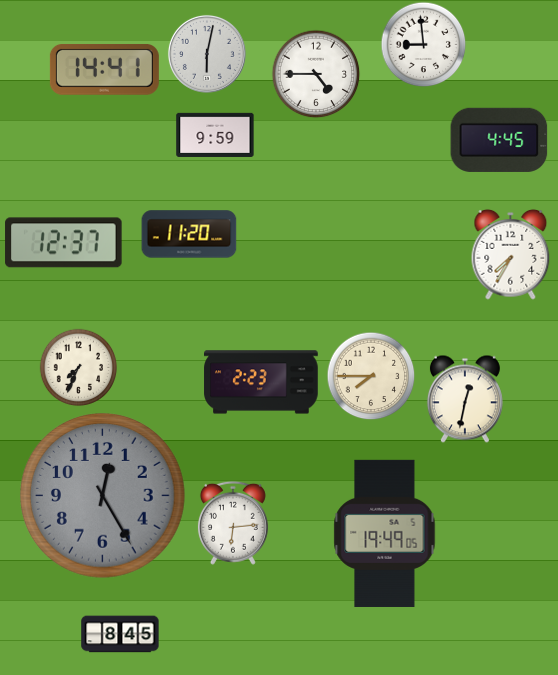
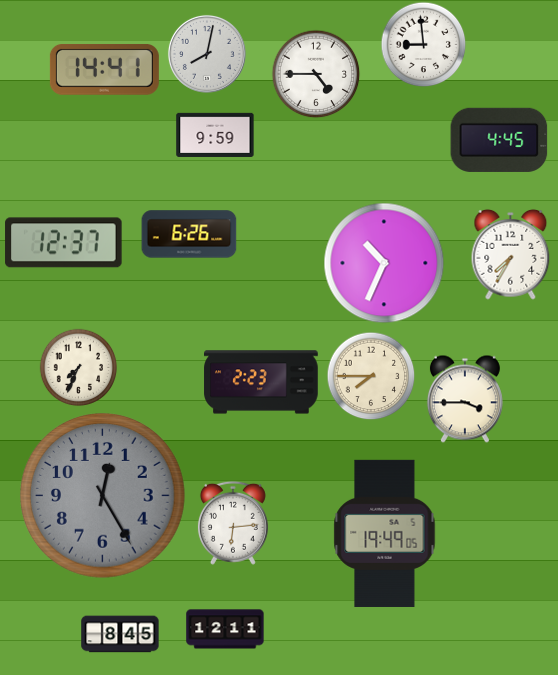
clock at (207, 54): 6:02 -> 8:02
clock at (189, 234): 11:20 -> 6:26
clock at (384, 263): none -> 10:34
clock at (465, 399): 12:32 -> 3:45
clock at (225, 629): none -> 12:11
